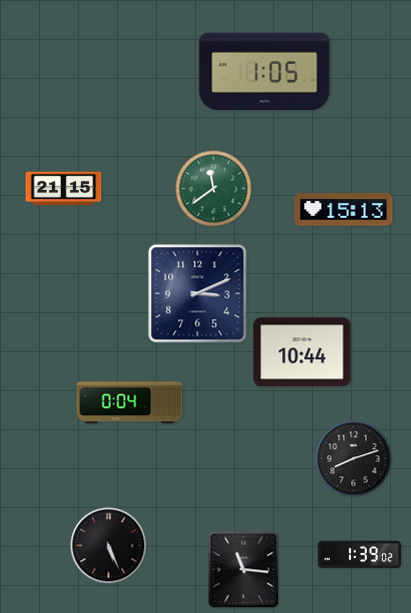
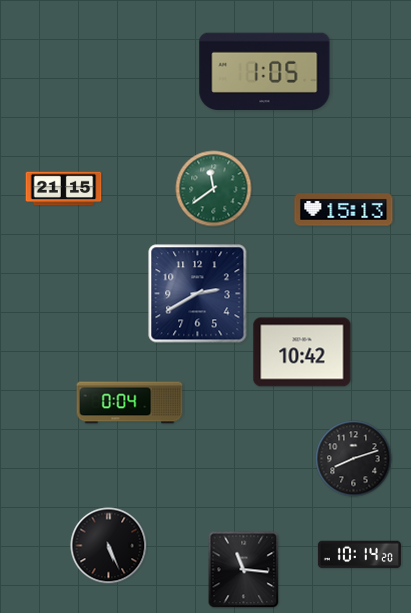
clock at (198, 294): 3:11 -> 2:40
clock at (302, 352): 10:44 -> 10:42
clock at (359, 555): 1:39 -> 10:14
